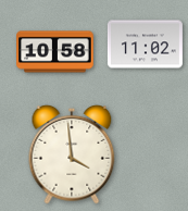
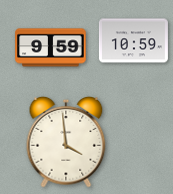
clock at (145, 45): 11:02 -> 10:59
clock at (55, 52): 10:58 -> 9:59
